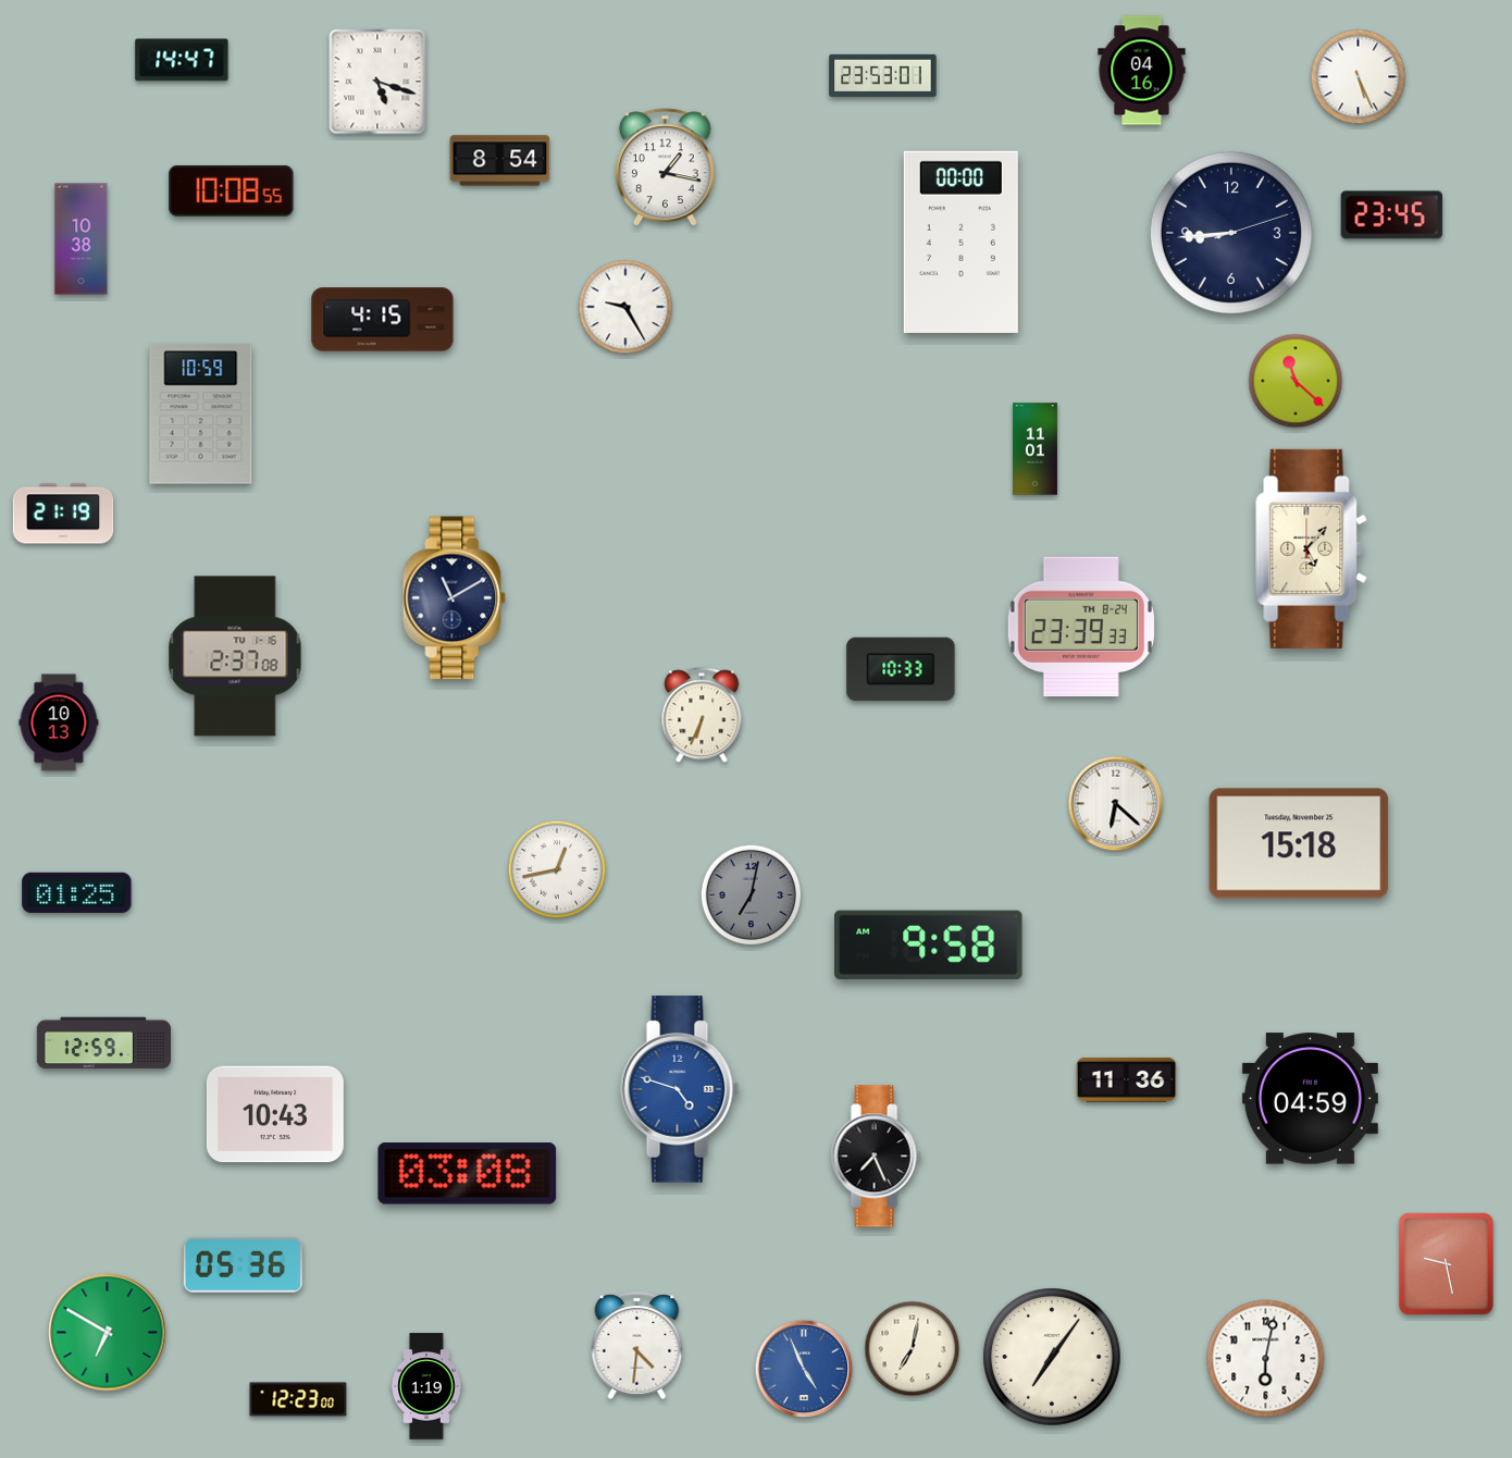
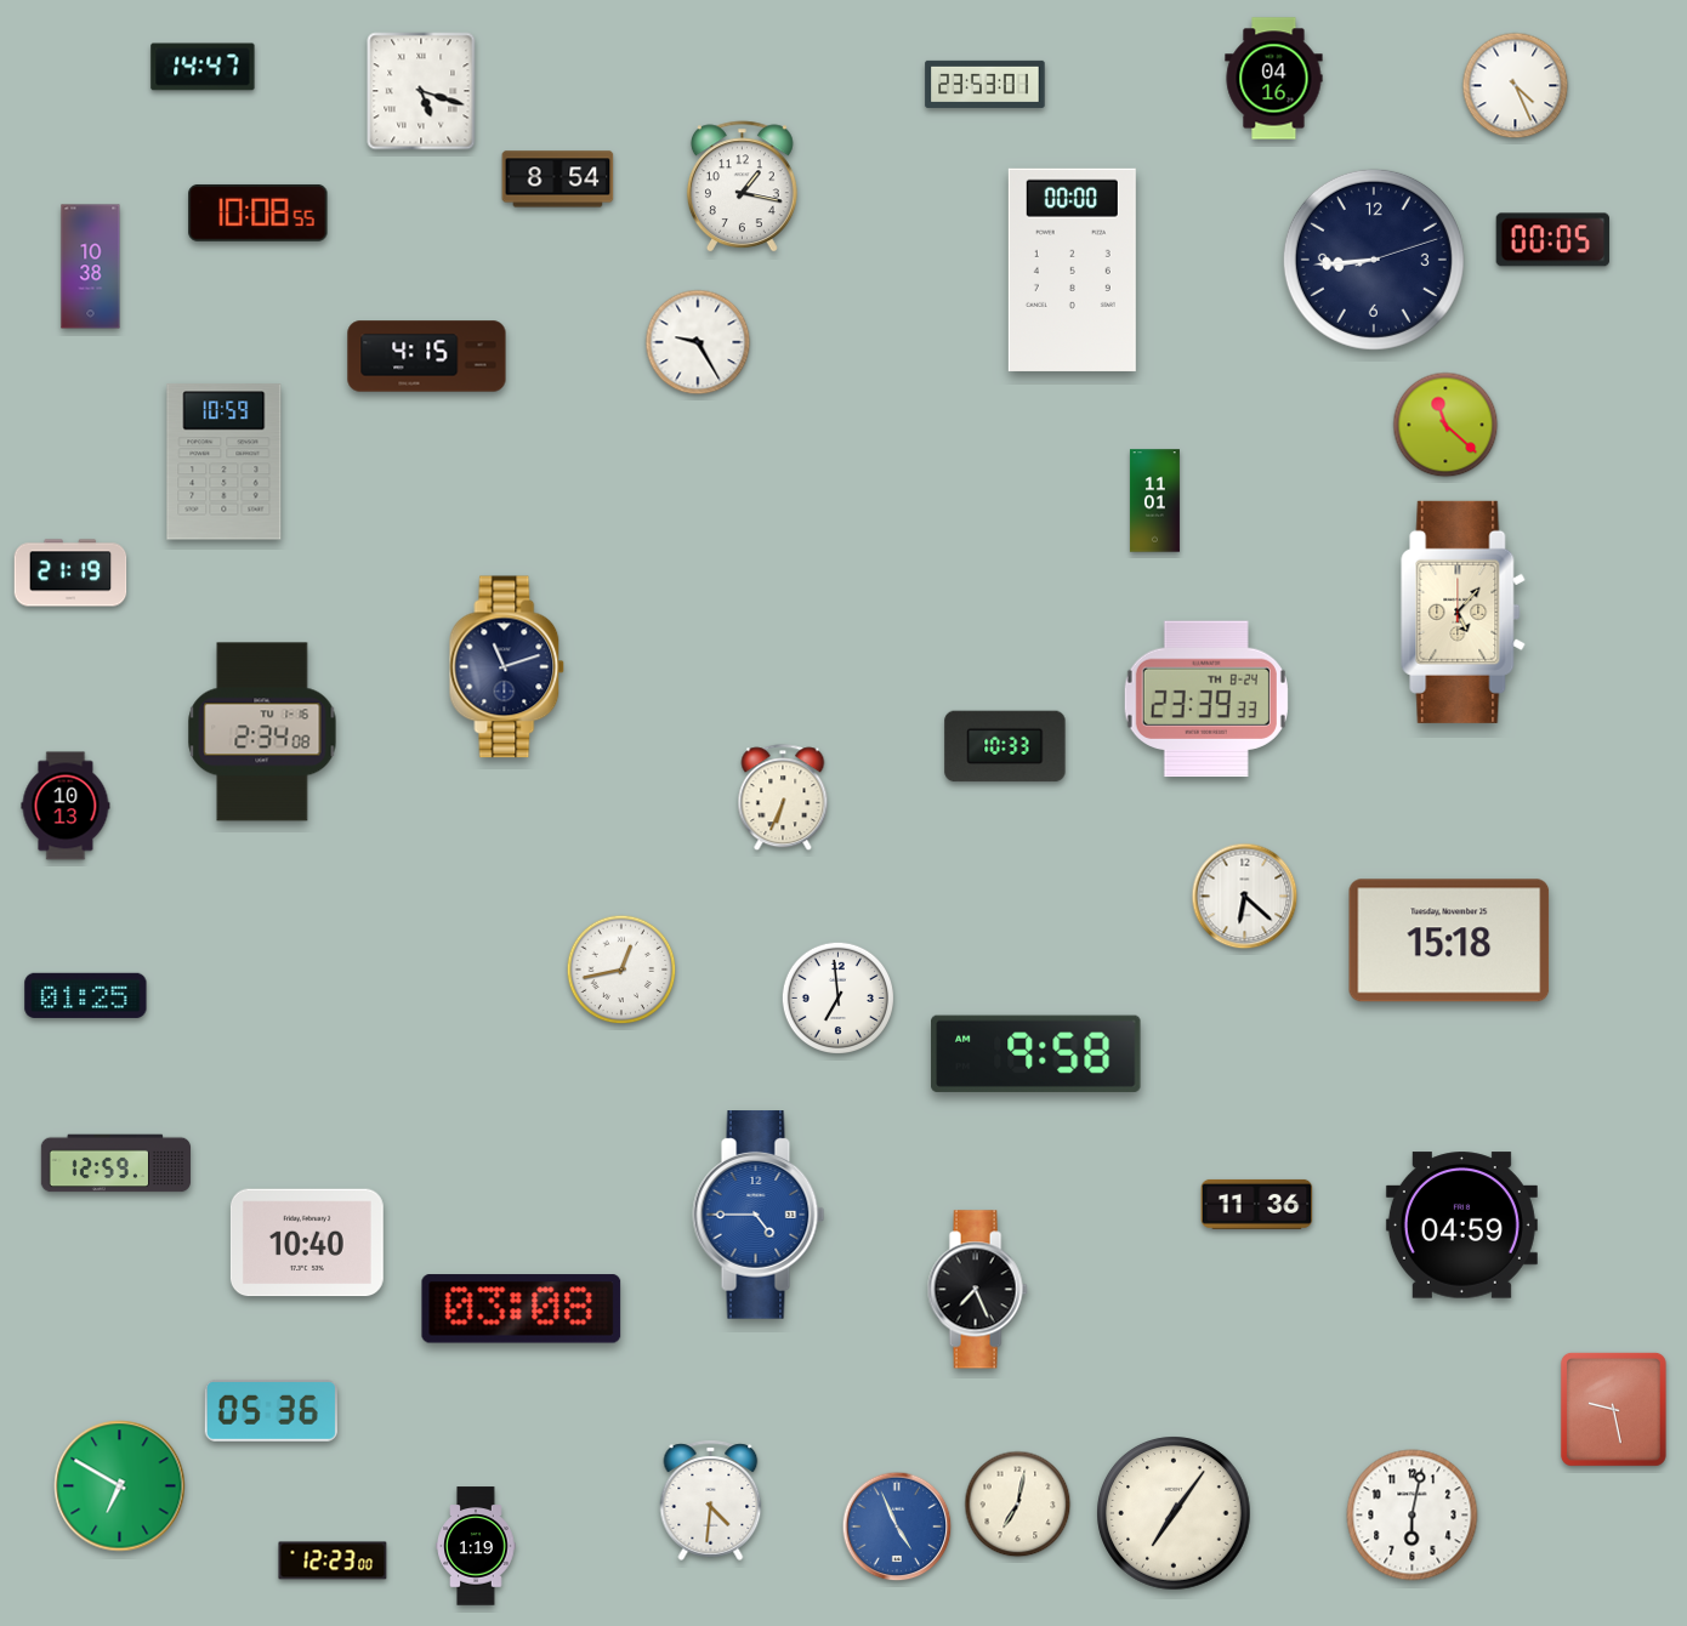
clock at (1359, 77): 5:26 -> 4:26
clock at (1391, 215): 23:45 -> 00:05
clock at (455, 598): 11:10 -> 11:12
clock at (235, 656): 2:37 -> 2:34
clock at (752, 895): 7:02 -> 6:59
clock at (752, 895) dial: grey -> white
clock at (680, 1089): 4:48 -> 4:45
clock at (275, 1114): 10:43 -> 10:40
